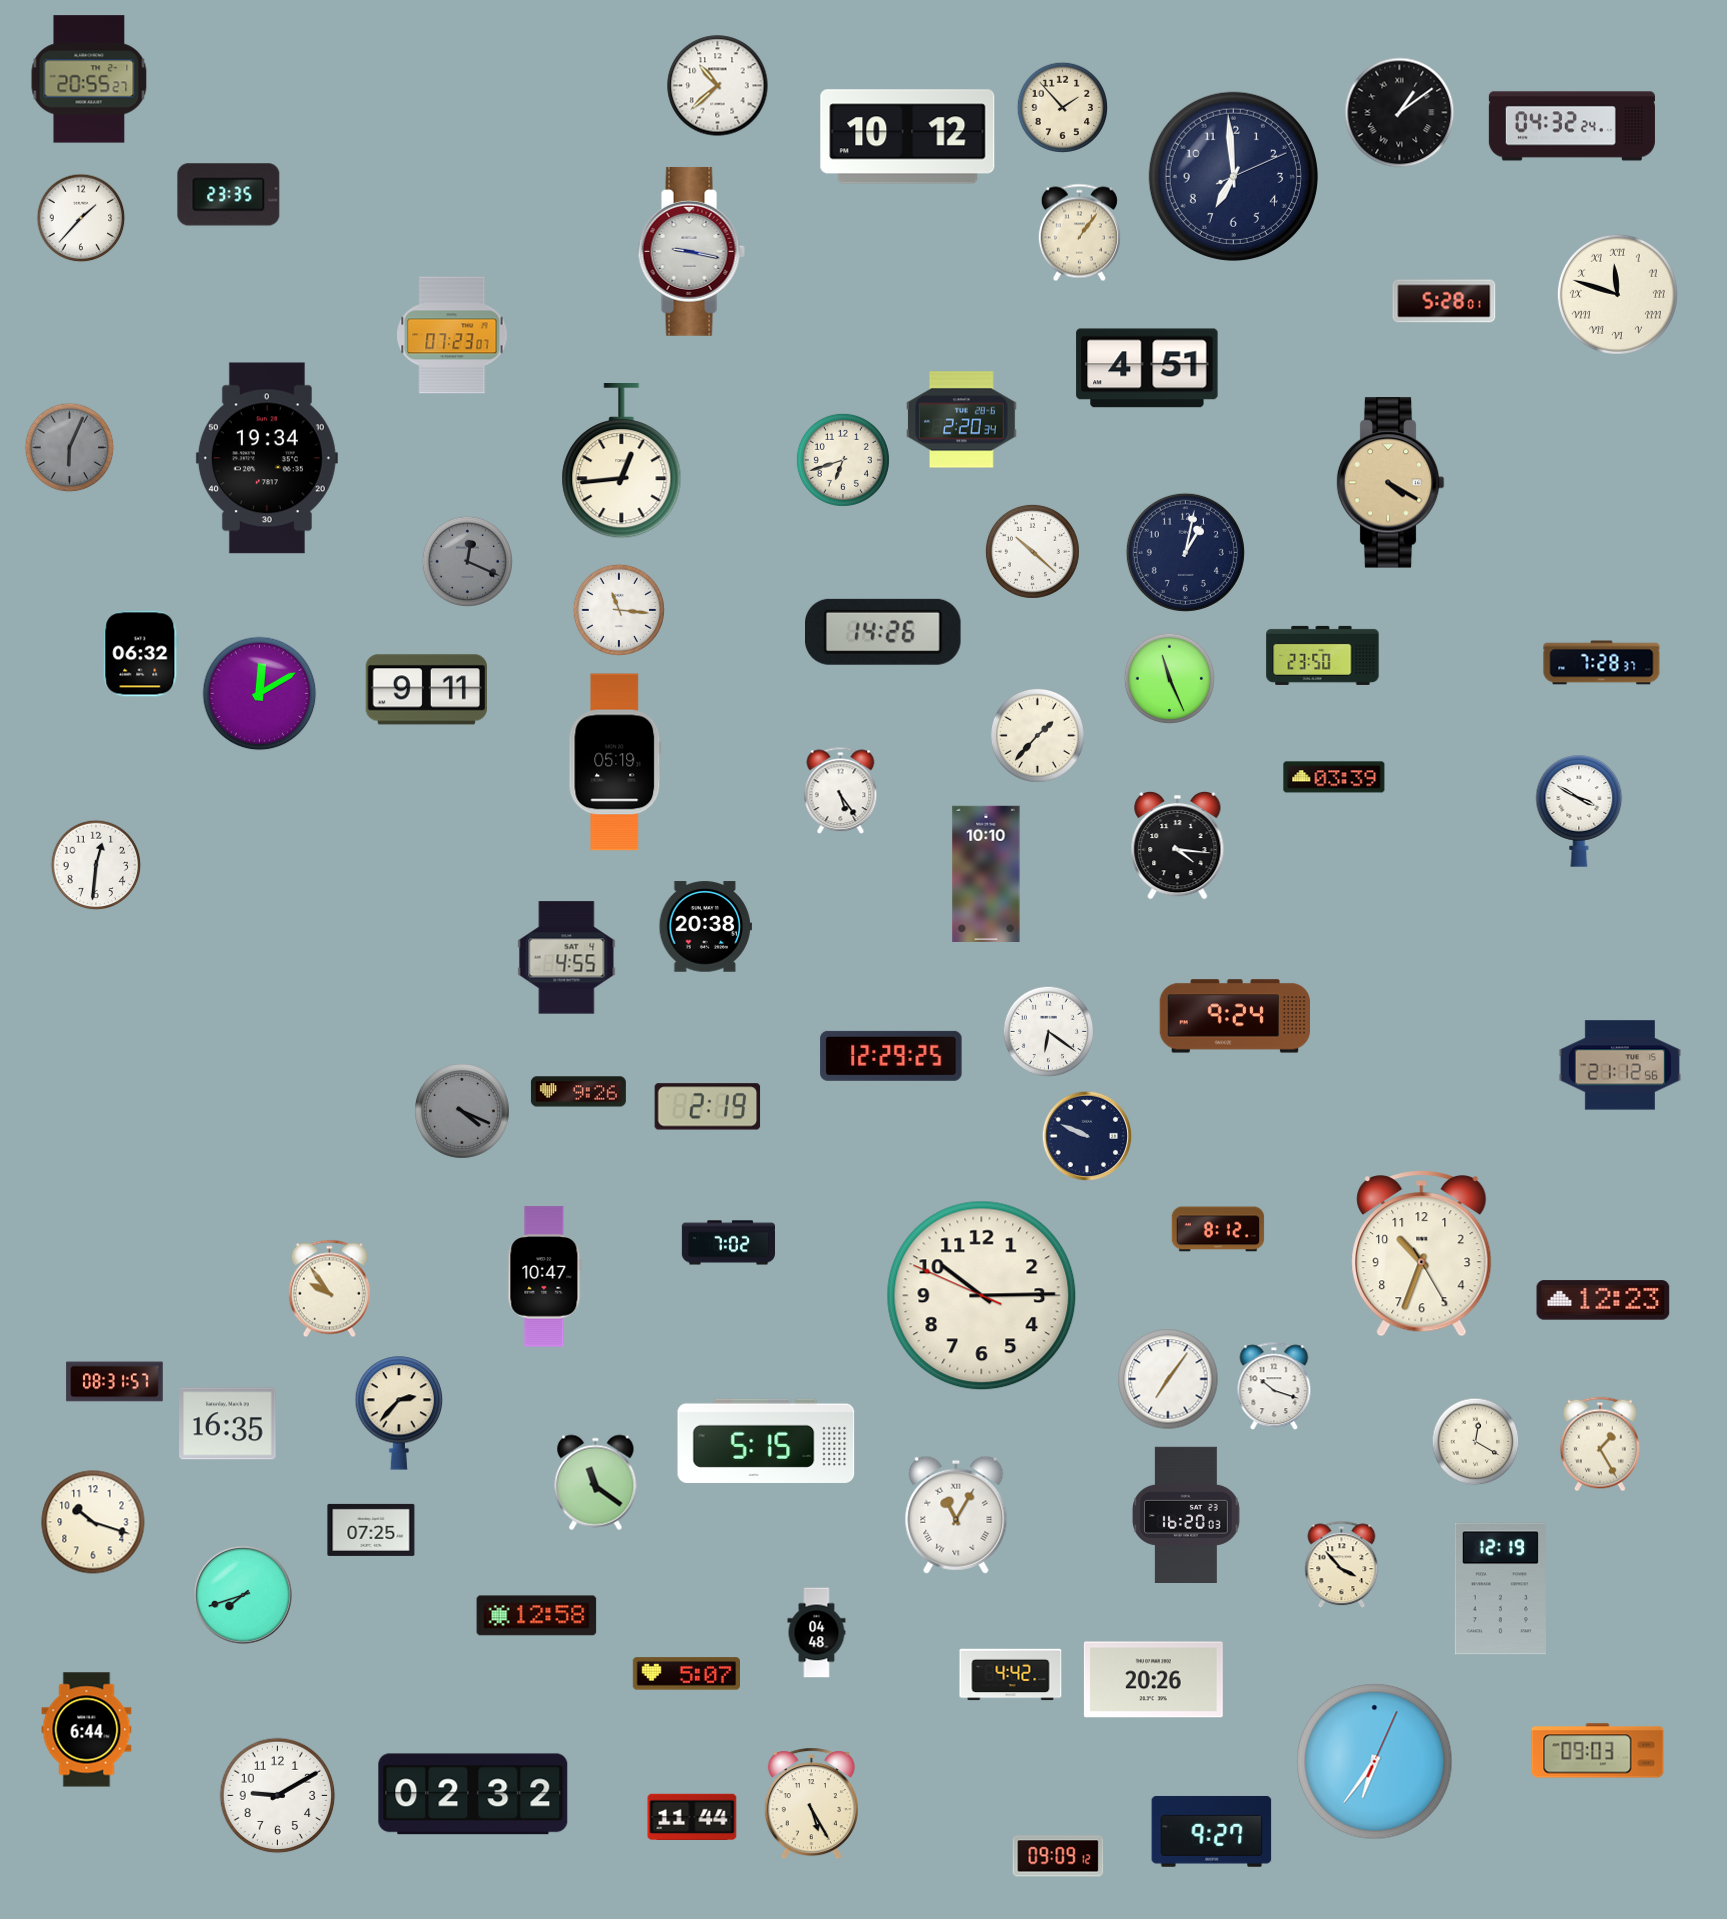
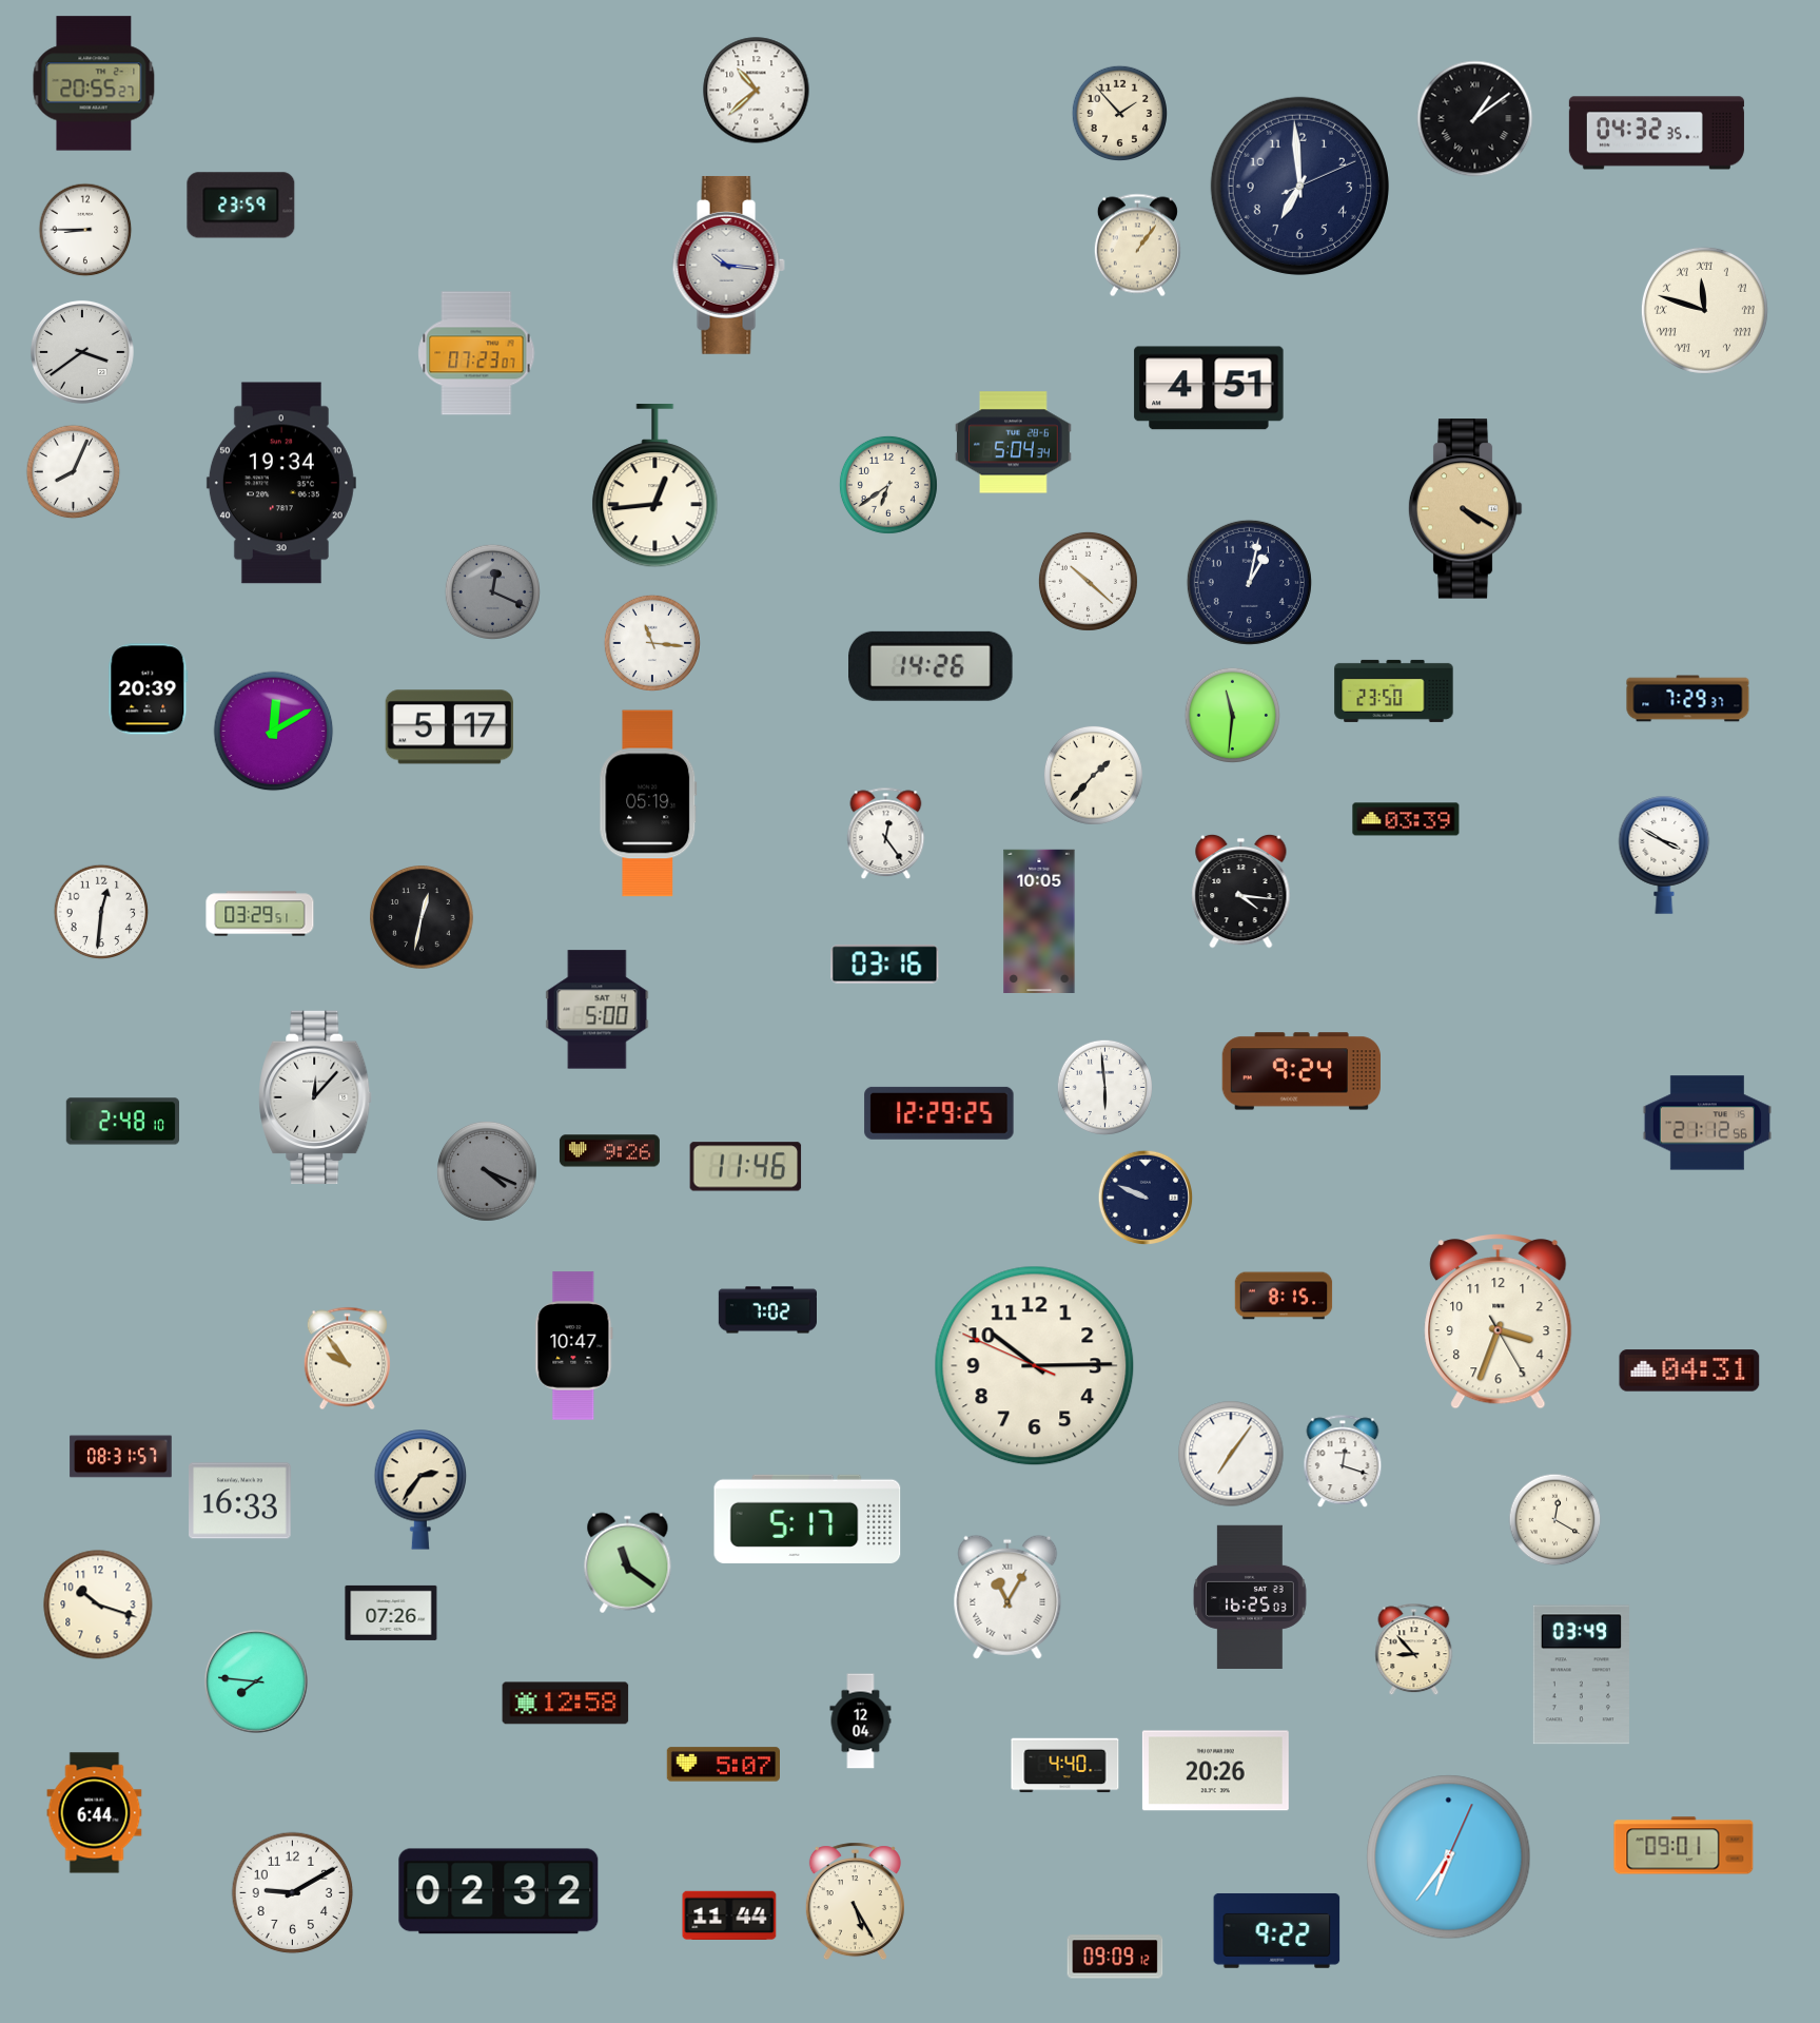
clock at (1572, 126): 04:32:24 -> 04:32:35
clock at (908, 137): 10:12 -> none
clock at (229, 195): 23:35 -> 23:59
clock at (81, 218): 1:37 -> 8:45
clock at (691, 251): 9:17 -> 10:16
clock at (1444, 301): 5:28 -> none
clock at (82, 352): none -> 3:39
clock at (962, 420): 2:20 -> 5:04
clock at (70, 448): 6:04 -> 8:04
clock at (70, 448) dial: grey -> white
clock at (843, 460): 6:42 -> 6:39
clock at (141, 654): 06:32 -> 20:39
clock at (1602, 663): 7:28 -> 7:29
clock at (1170, 679): 11:26 -> 11:31
clock at (426, 690): 9:11 -> 5:17
clock at (841, 791): 5:24 -> 12:24
clock at (260, 914): none -> 03:29
clock at (422, 917): none -> 12:32
clock at (986, 873): 10:10 -> 10:05
clock at (885, 965): none -> 03:16
clock at (705, 927): 20:38 -> none
clock at (567, 958): 4:55 -> 5:00
clock at (1049, 1032): 6:21 -> 5:59
clock at (315, 1096): none -> 12:07
clock at (122, 1122): none -> 2:48
clock at (708, 1107): 2:19 -> 11:46
clock at (1218, 1229): 8:12 -> 8:15
clock at (1422, 1254): 10:33 -> 3:33
clock at (1603, 1300): 12:23 -> 04:31
clock at (1274, 1387): 10:18 -> 12:18
clock at (399, 1413): 2:37 -> 2:36
clock at (228, 1424): 16:35 -> 16:33
clock at (766, 1441): 5:15 -> 5:17
clock at (1600, 1444): 1:25 -> none
clock at (1186, 1514): 16:20 -> 16:25
clock at (371, 1530): 07:25 -> 07:26
clock at (1342, 1565): 3:53 -> 8:53
clock at (1500, 1589): 12:19 -> 03:49
clock at (243, 1595): 7:42 -> 7:46
clock at (817, 1633): 04:48 -> 12:04
clock at (1011, 1675): 4:42 -> 4:40
clock at (87, 1730) position: (87, 1730) -> (95, 1813)
clock at (1598, 1751): 09:03 -> 09:01
clock at (1212, 1831): 9:27 -> 9:22
